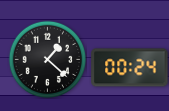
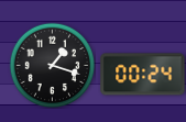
clock at (47, 59): 1:22 -> 1:18
